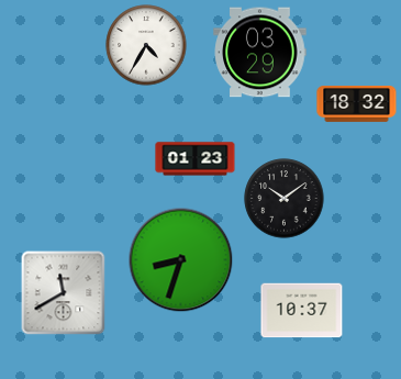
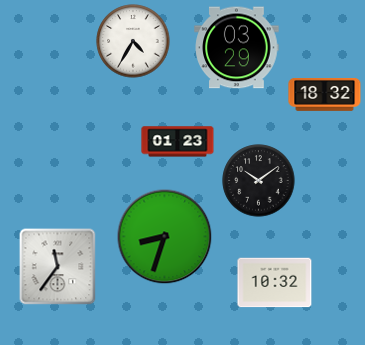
clock at (196, 159) position: (196, 159) -> (178, 142)
clock at (64, 293): 11:40 -> 11:36
clock at (302, 311): 10:37 -> 10:32
